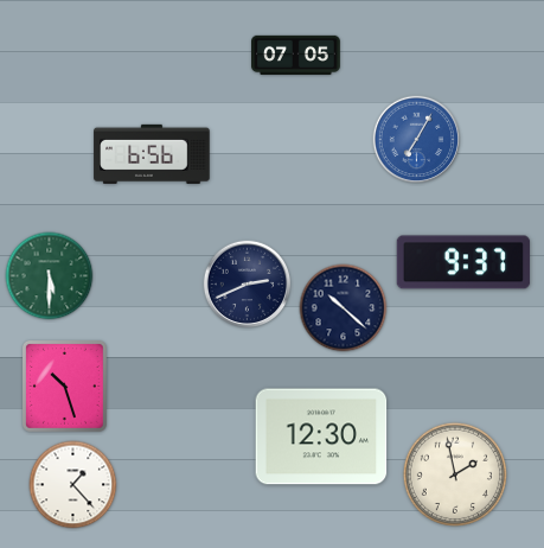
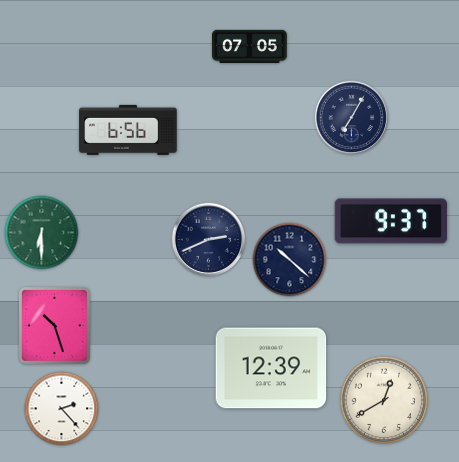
clock at (417, 140) dial: blue -> navy
clock at (50, 276): 5:30 -> 6:30
clock at (321, 437): 12:30 -> 12:39
clock at (455, 474): 1:58 -> 12:40
clock at (73, 485): 1:23 -> 2:23
